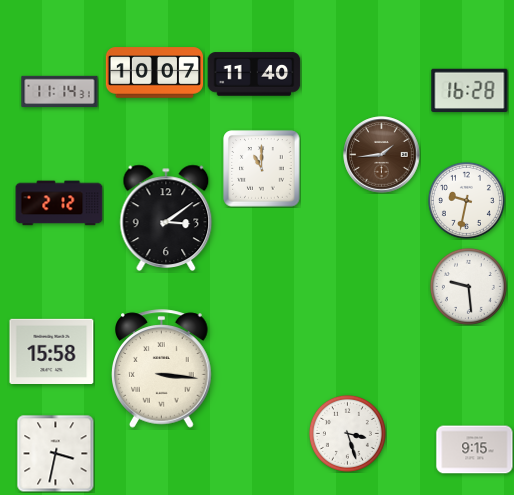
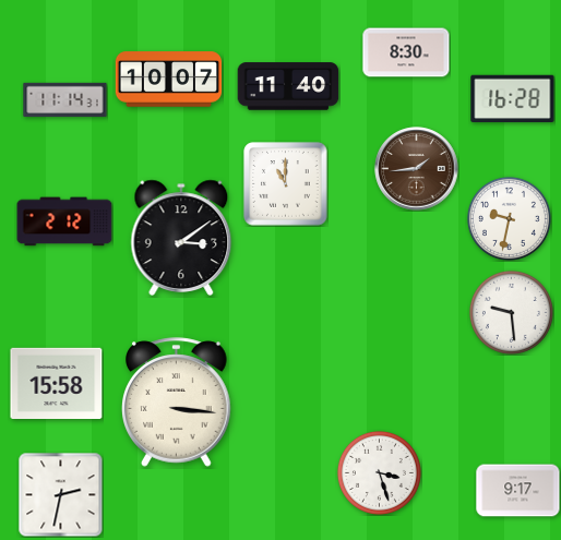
clock at (406, 52): none -> 8:30
clock at (254, 74) position: (254, 74) -> (288, 86)
clock at (475, 450): 9:15 -> 9:17
clock at (55, 453): 3:32 -> 2:32
